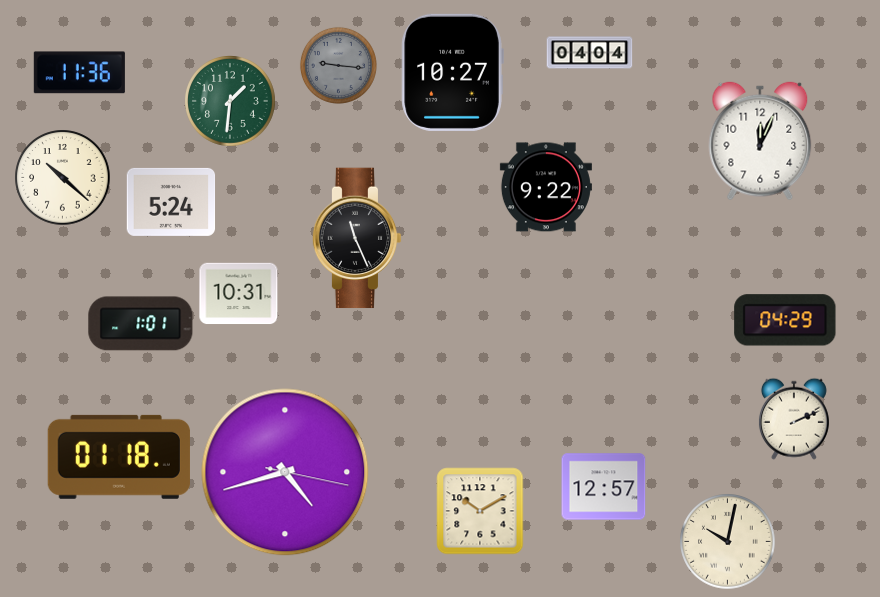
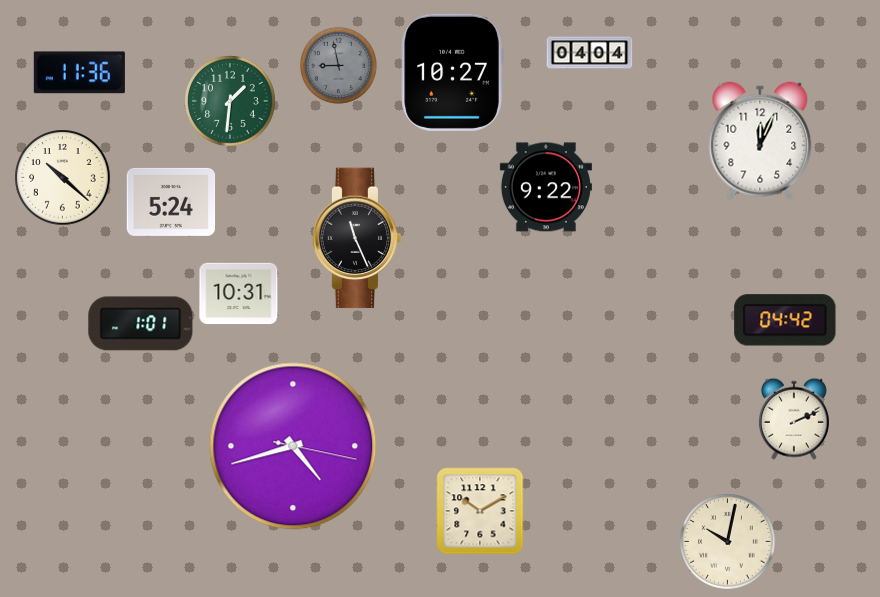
clock at (338, 65): 9:16 -> 8:58
clock at (785, 320): 04:29 -> 04:42
clock at (119, 457): 01:18 -> none
clock at (285, 472) position: (285, 472) -> (293, 446)
clock at (604, 487): 12:57 -> none
